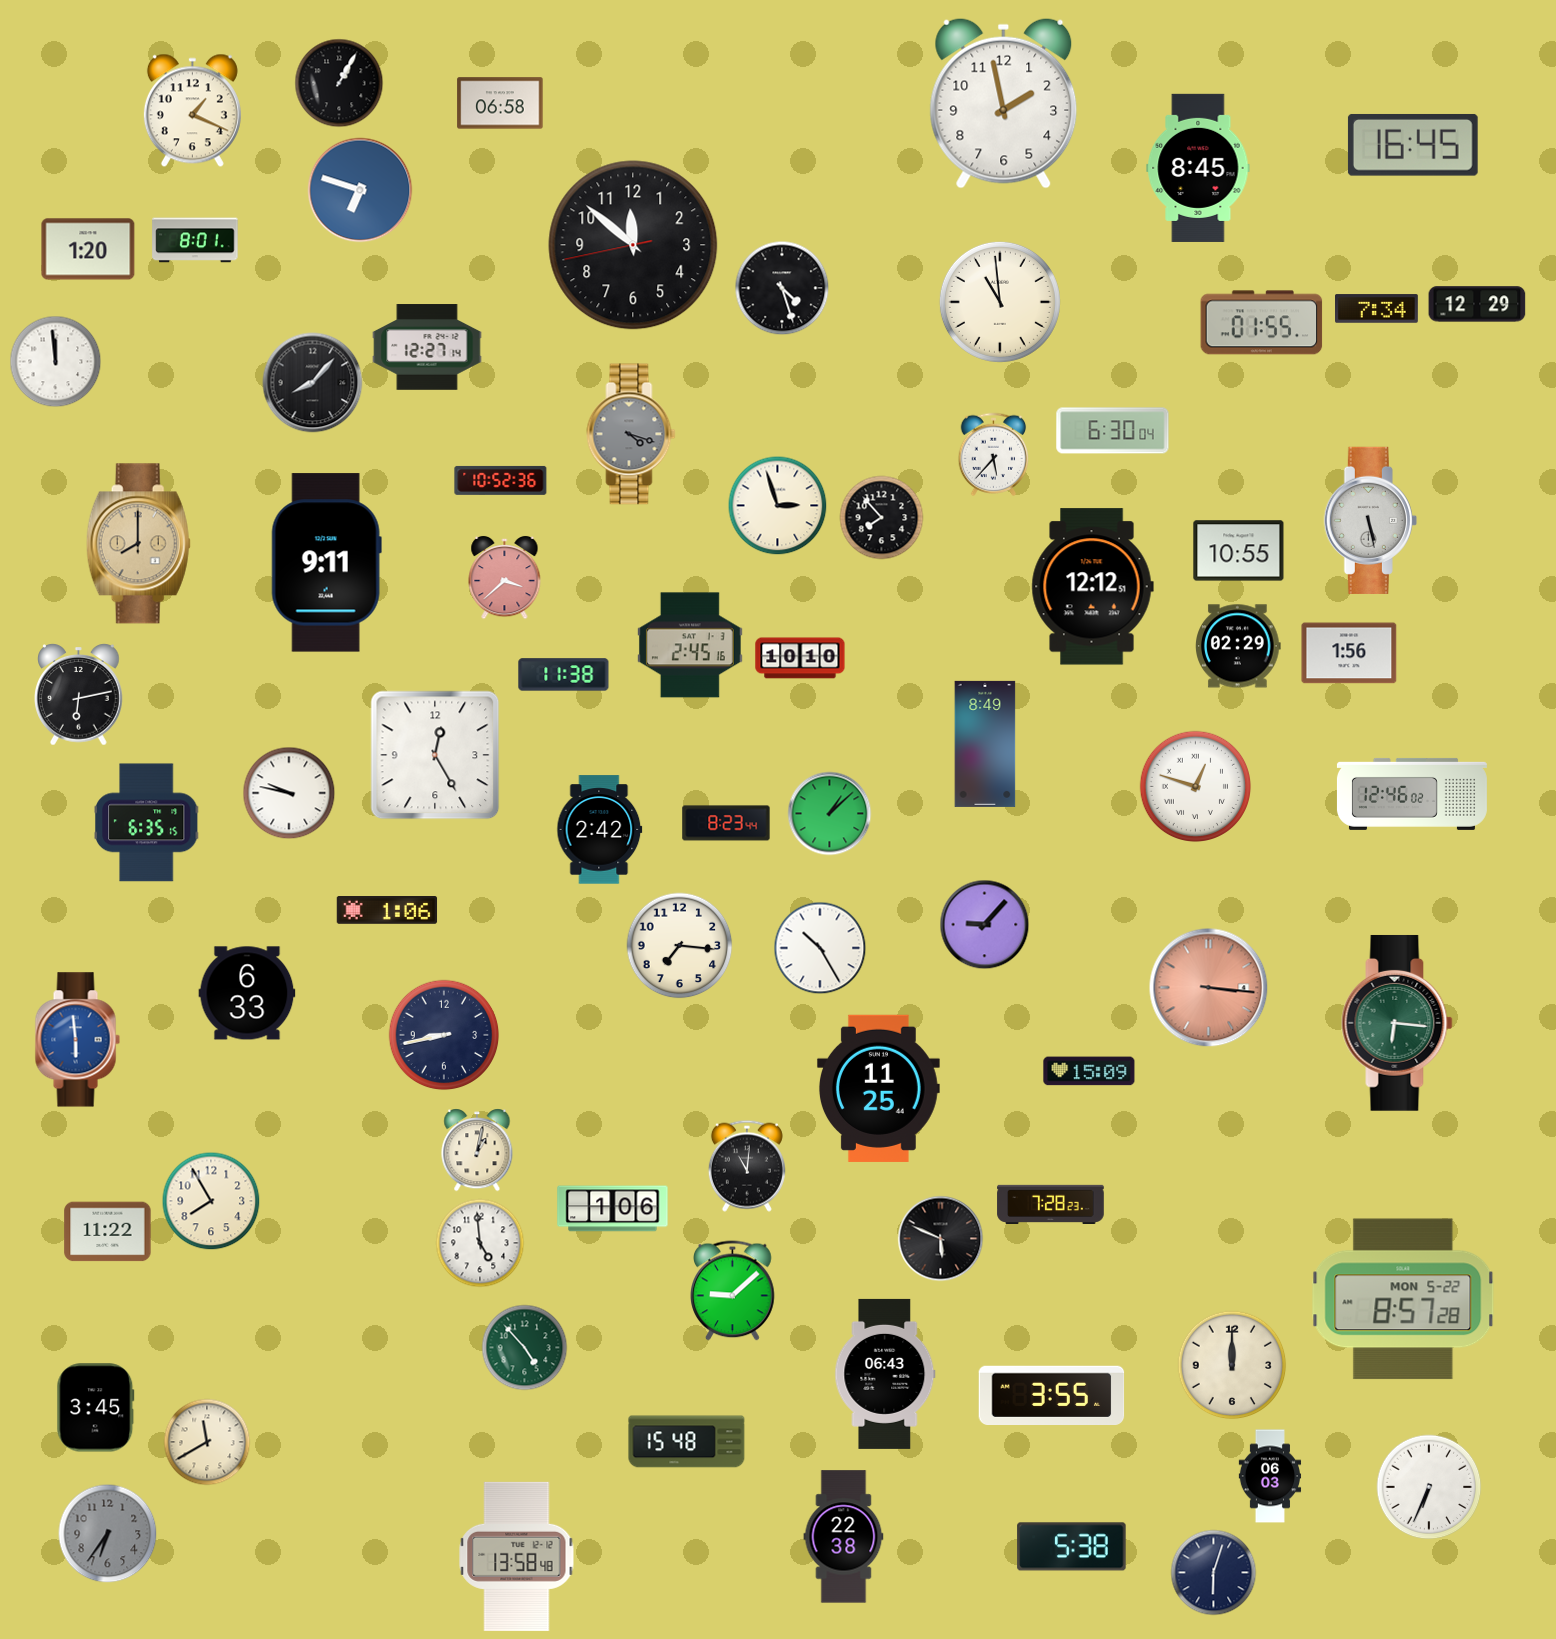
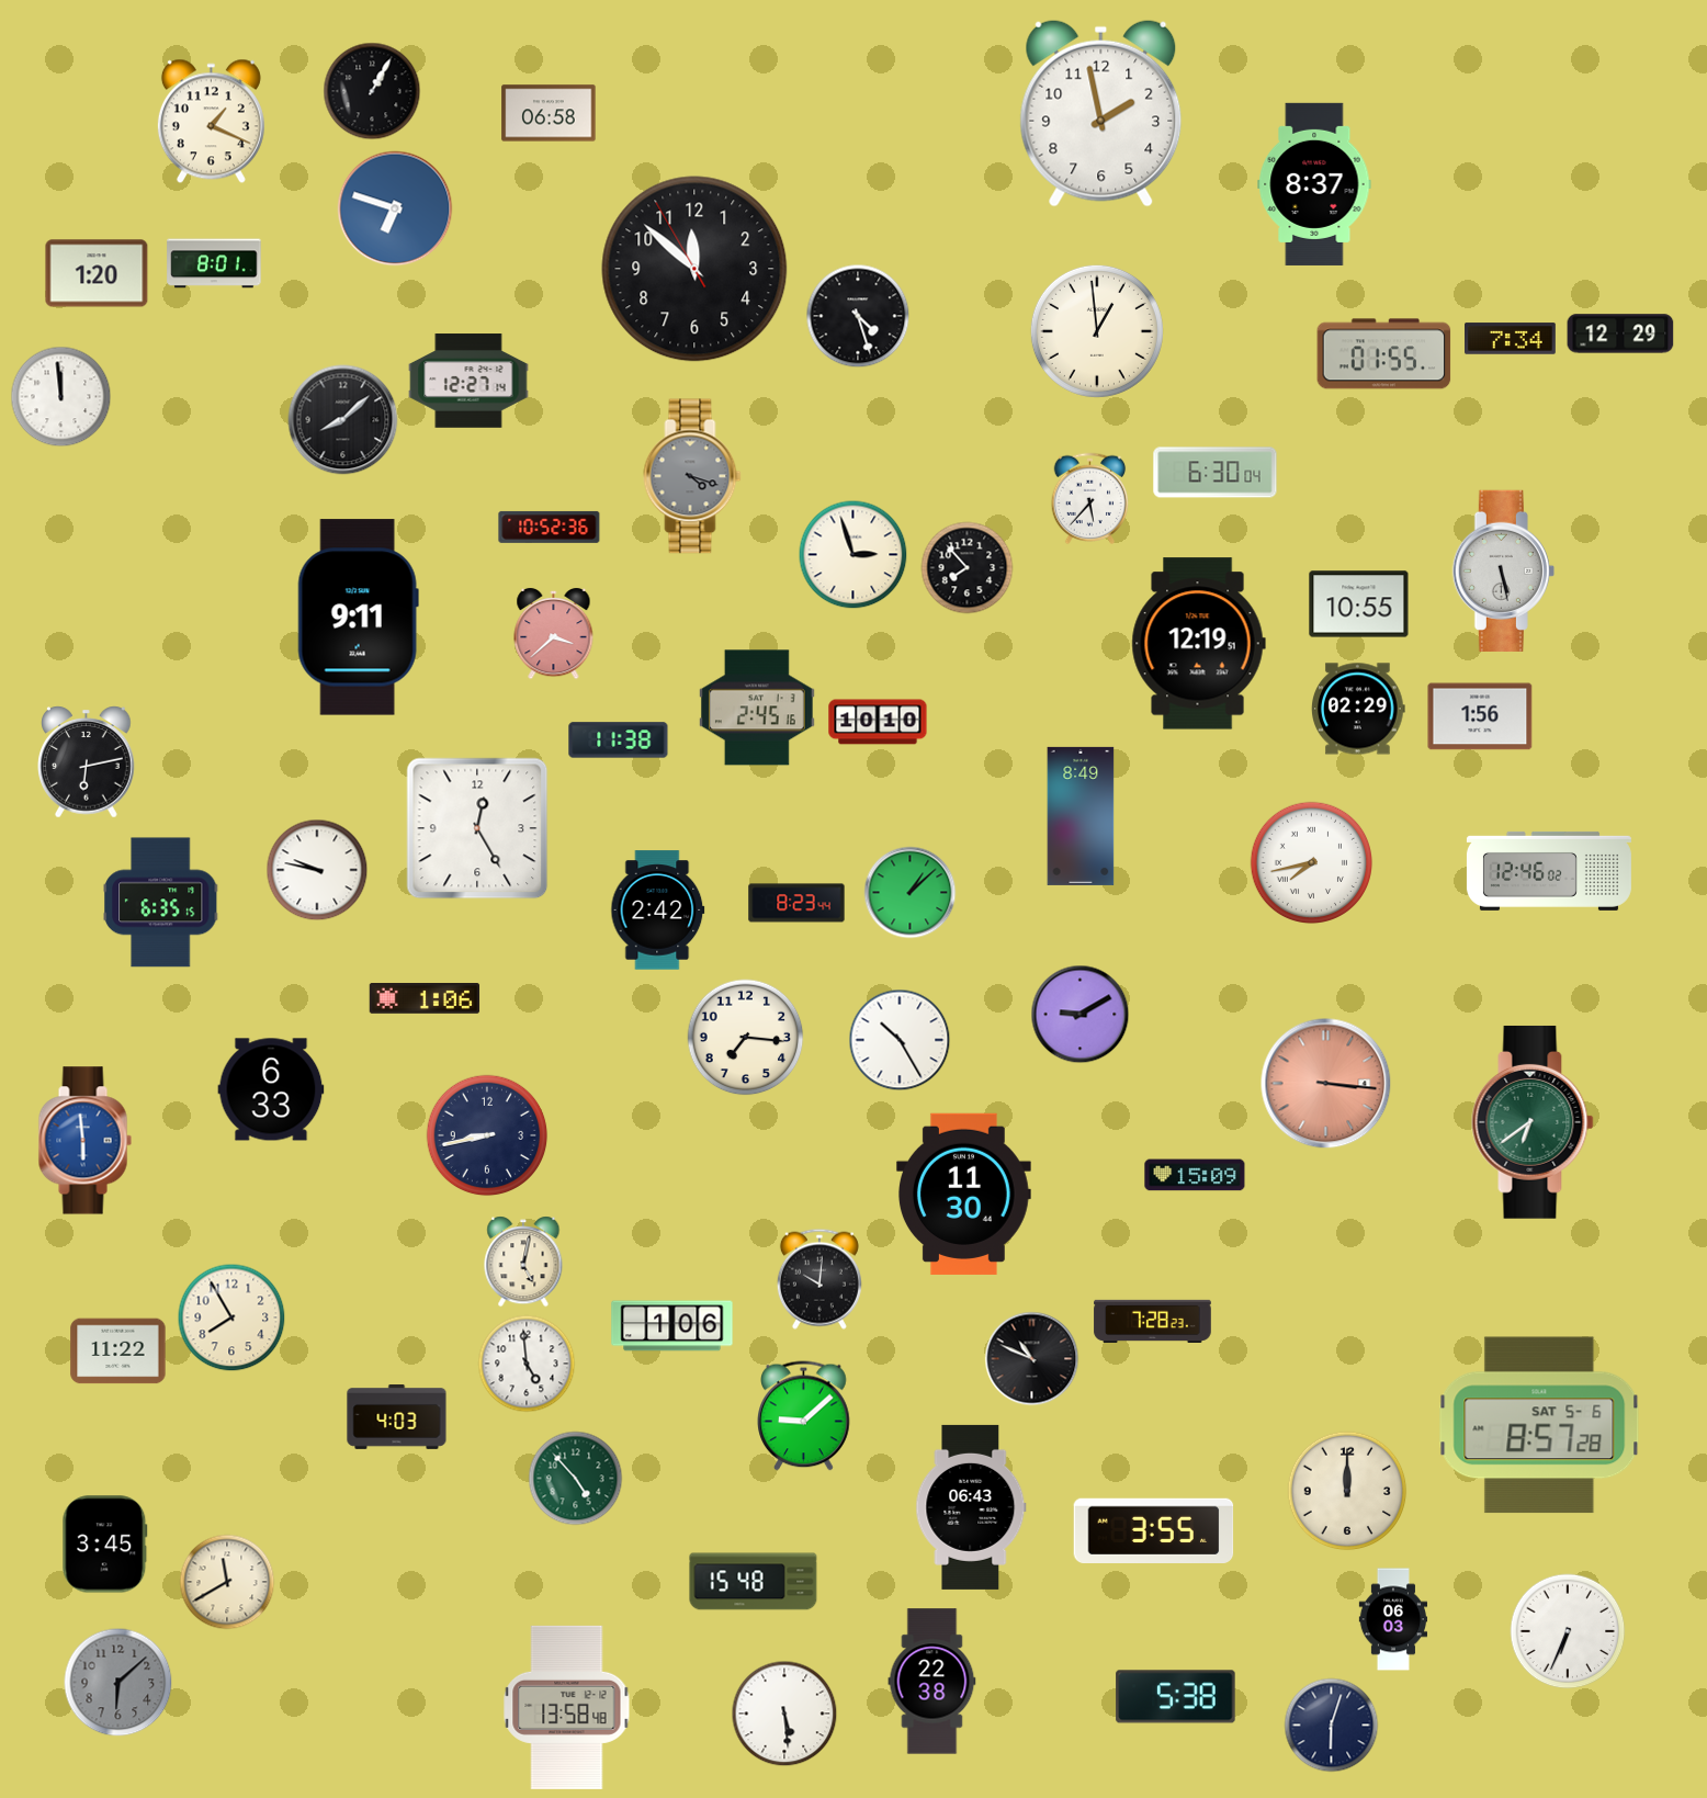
clock at (1413, 145): 16:45 -> none
clock at (1198, 168): 8:45 -> 8:37
clock at (633, 245): 11:51:43 -> 11:51:55
clock at (1000, 302): 10:59 -> 12:59
clock at (313, 383): 8:07 -> 8:08
clock at (1113, 431) position: (1113, 431) -> (1216, 473)
clock at (138, 544): 8:00 -> none
clock at (1092, 587): 12:12 -> 12:19
clock at (1196, 787): 12:48 -> 7:43
clock at (985, 925): 9:07 -> 9:10
clock at (1397, 1023): 6:16 -> 6:39
clock at (878, 1088): 11:25 -> 11:30
clock at (477, 1150): 1:02 -> 5:02
clock at (747, 1166): 11:01 -> 10:01
clock at (941, 1239): 5:49 -> 10:49
clock at (397, 1417): none -> 4:03
clock at (1403, 1299) date: MON 5-22 -> SAT 5-6
clock at (1232, 1365) position: (1232, 1365) -> (1347, 1491)
clock at (108, 1534): 6:36 -> 6:08
clock at (844, 1537) position: (844, 1537) -> (932, 1682)
clock at (784, 1714): none -> 5:29
